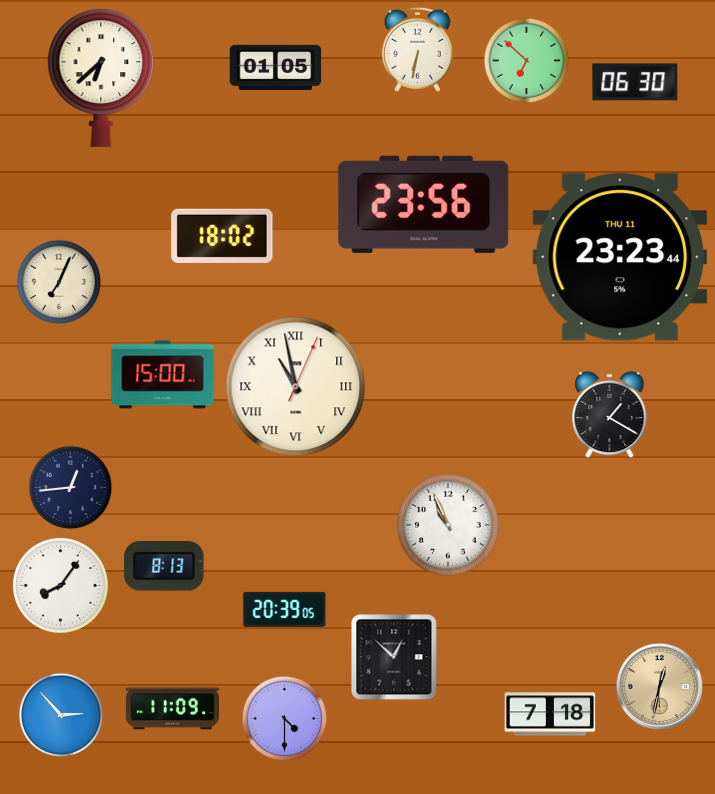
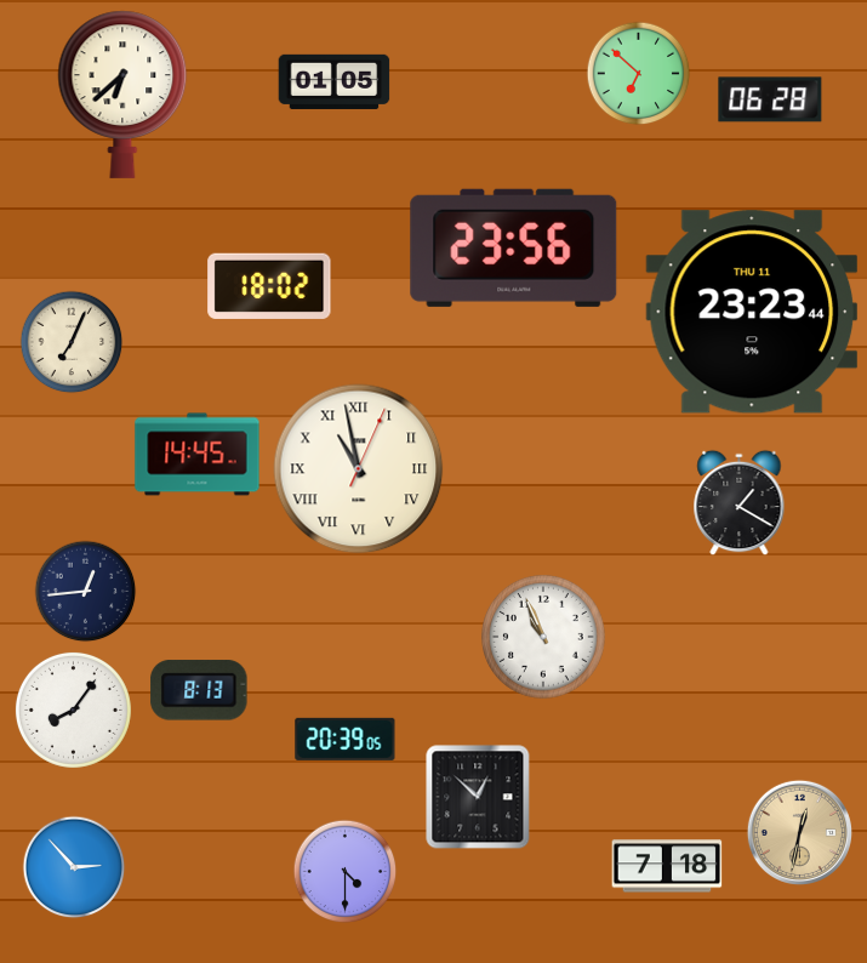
clock at (417, 49): 6:32 -> none
clock at (635, 82): 06:30 -> 06:28
clock at (163, 375): 15:00 -> 14:45
clock at (164, 566) position: (164, 566) -> (199, 690)
clock at (172, 709): 11:09 -> none
